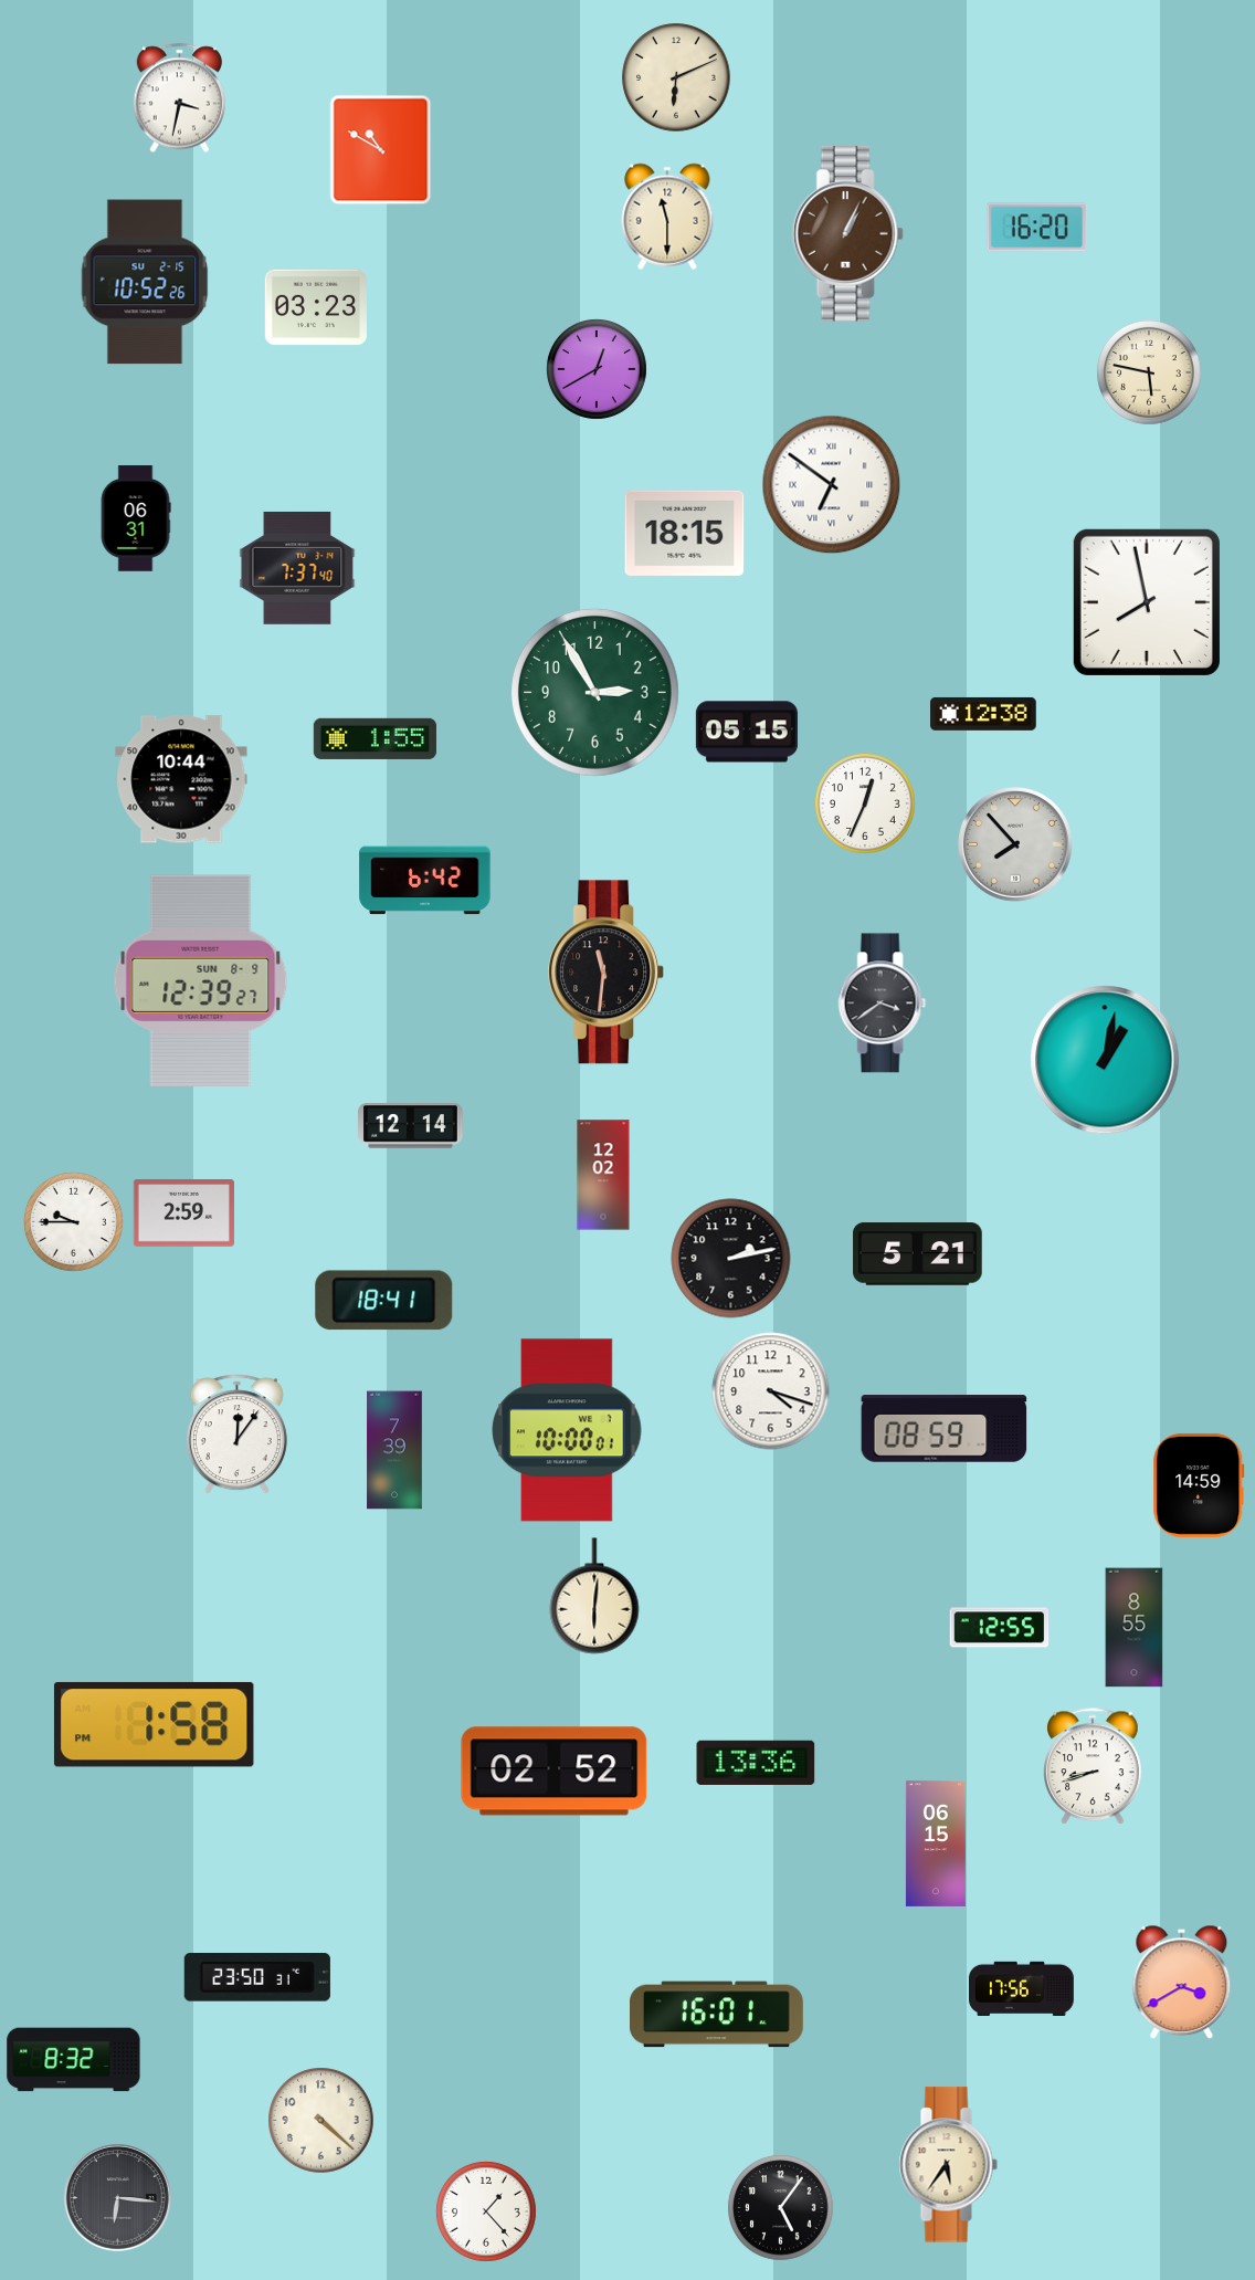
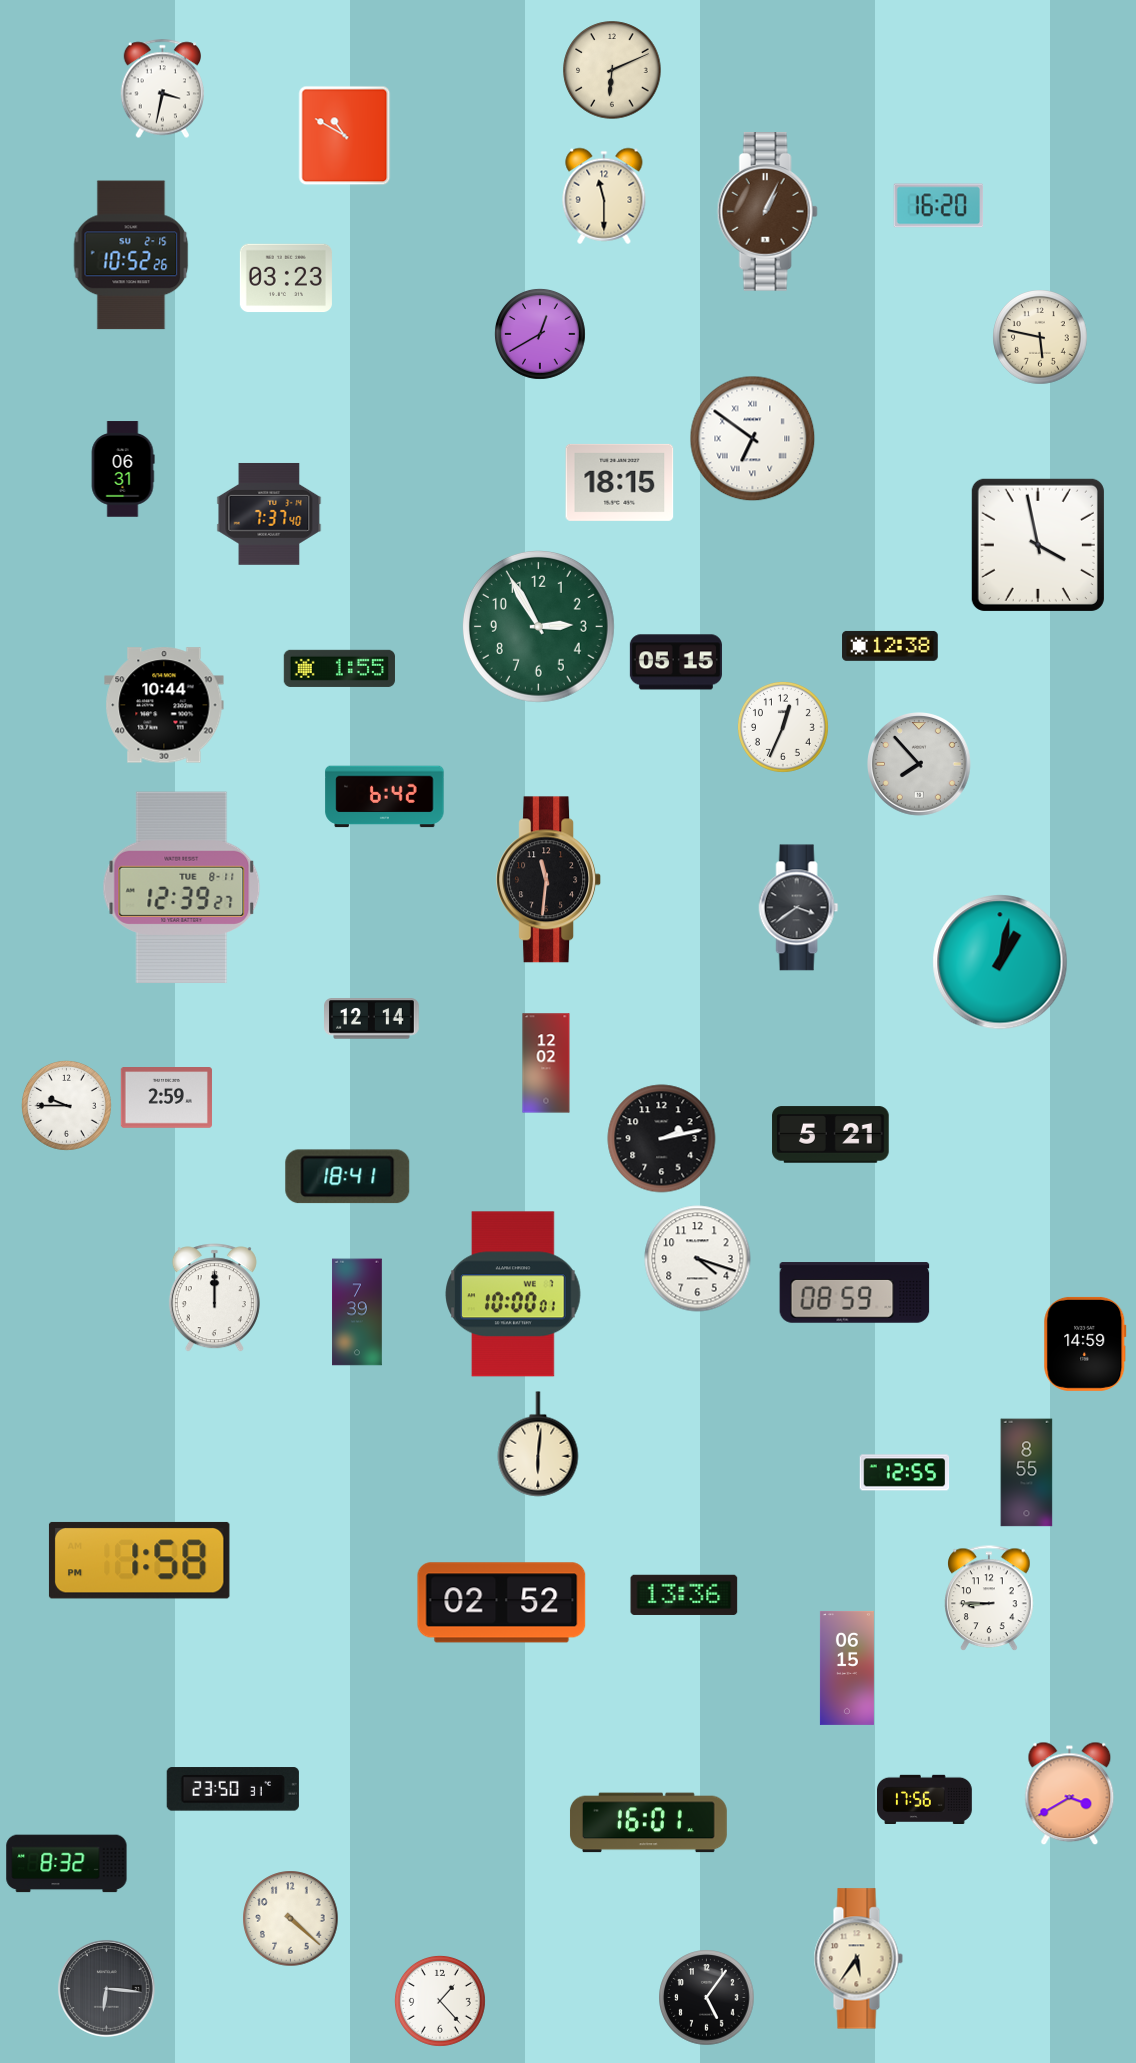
clock at (1147, 602): 7:58 -> 3:58
clock at (201, 981) date: SUN 8-9 -> TUE 8-11
clock at (1105, 1060) position: (1105, 1060) -> (1000, 962)
clock at (236, 1435): 12:06 -> 12:00
clock at (1093, 1767): 8:42 -> 8:45
